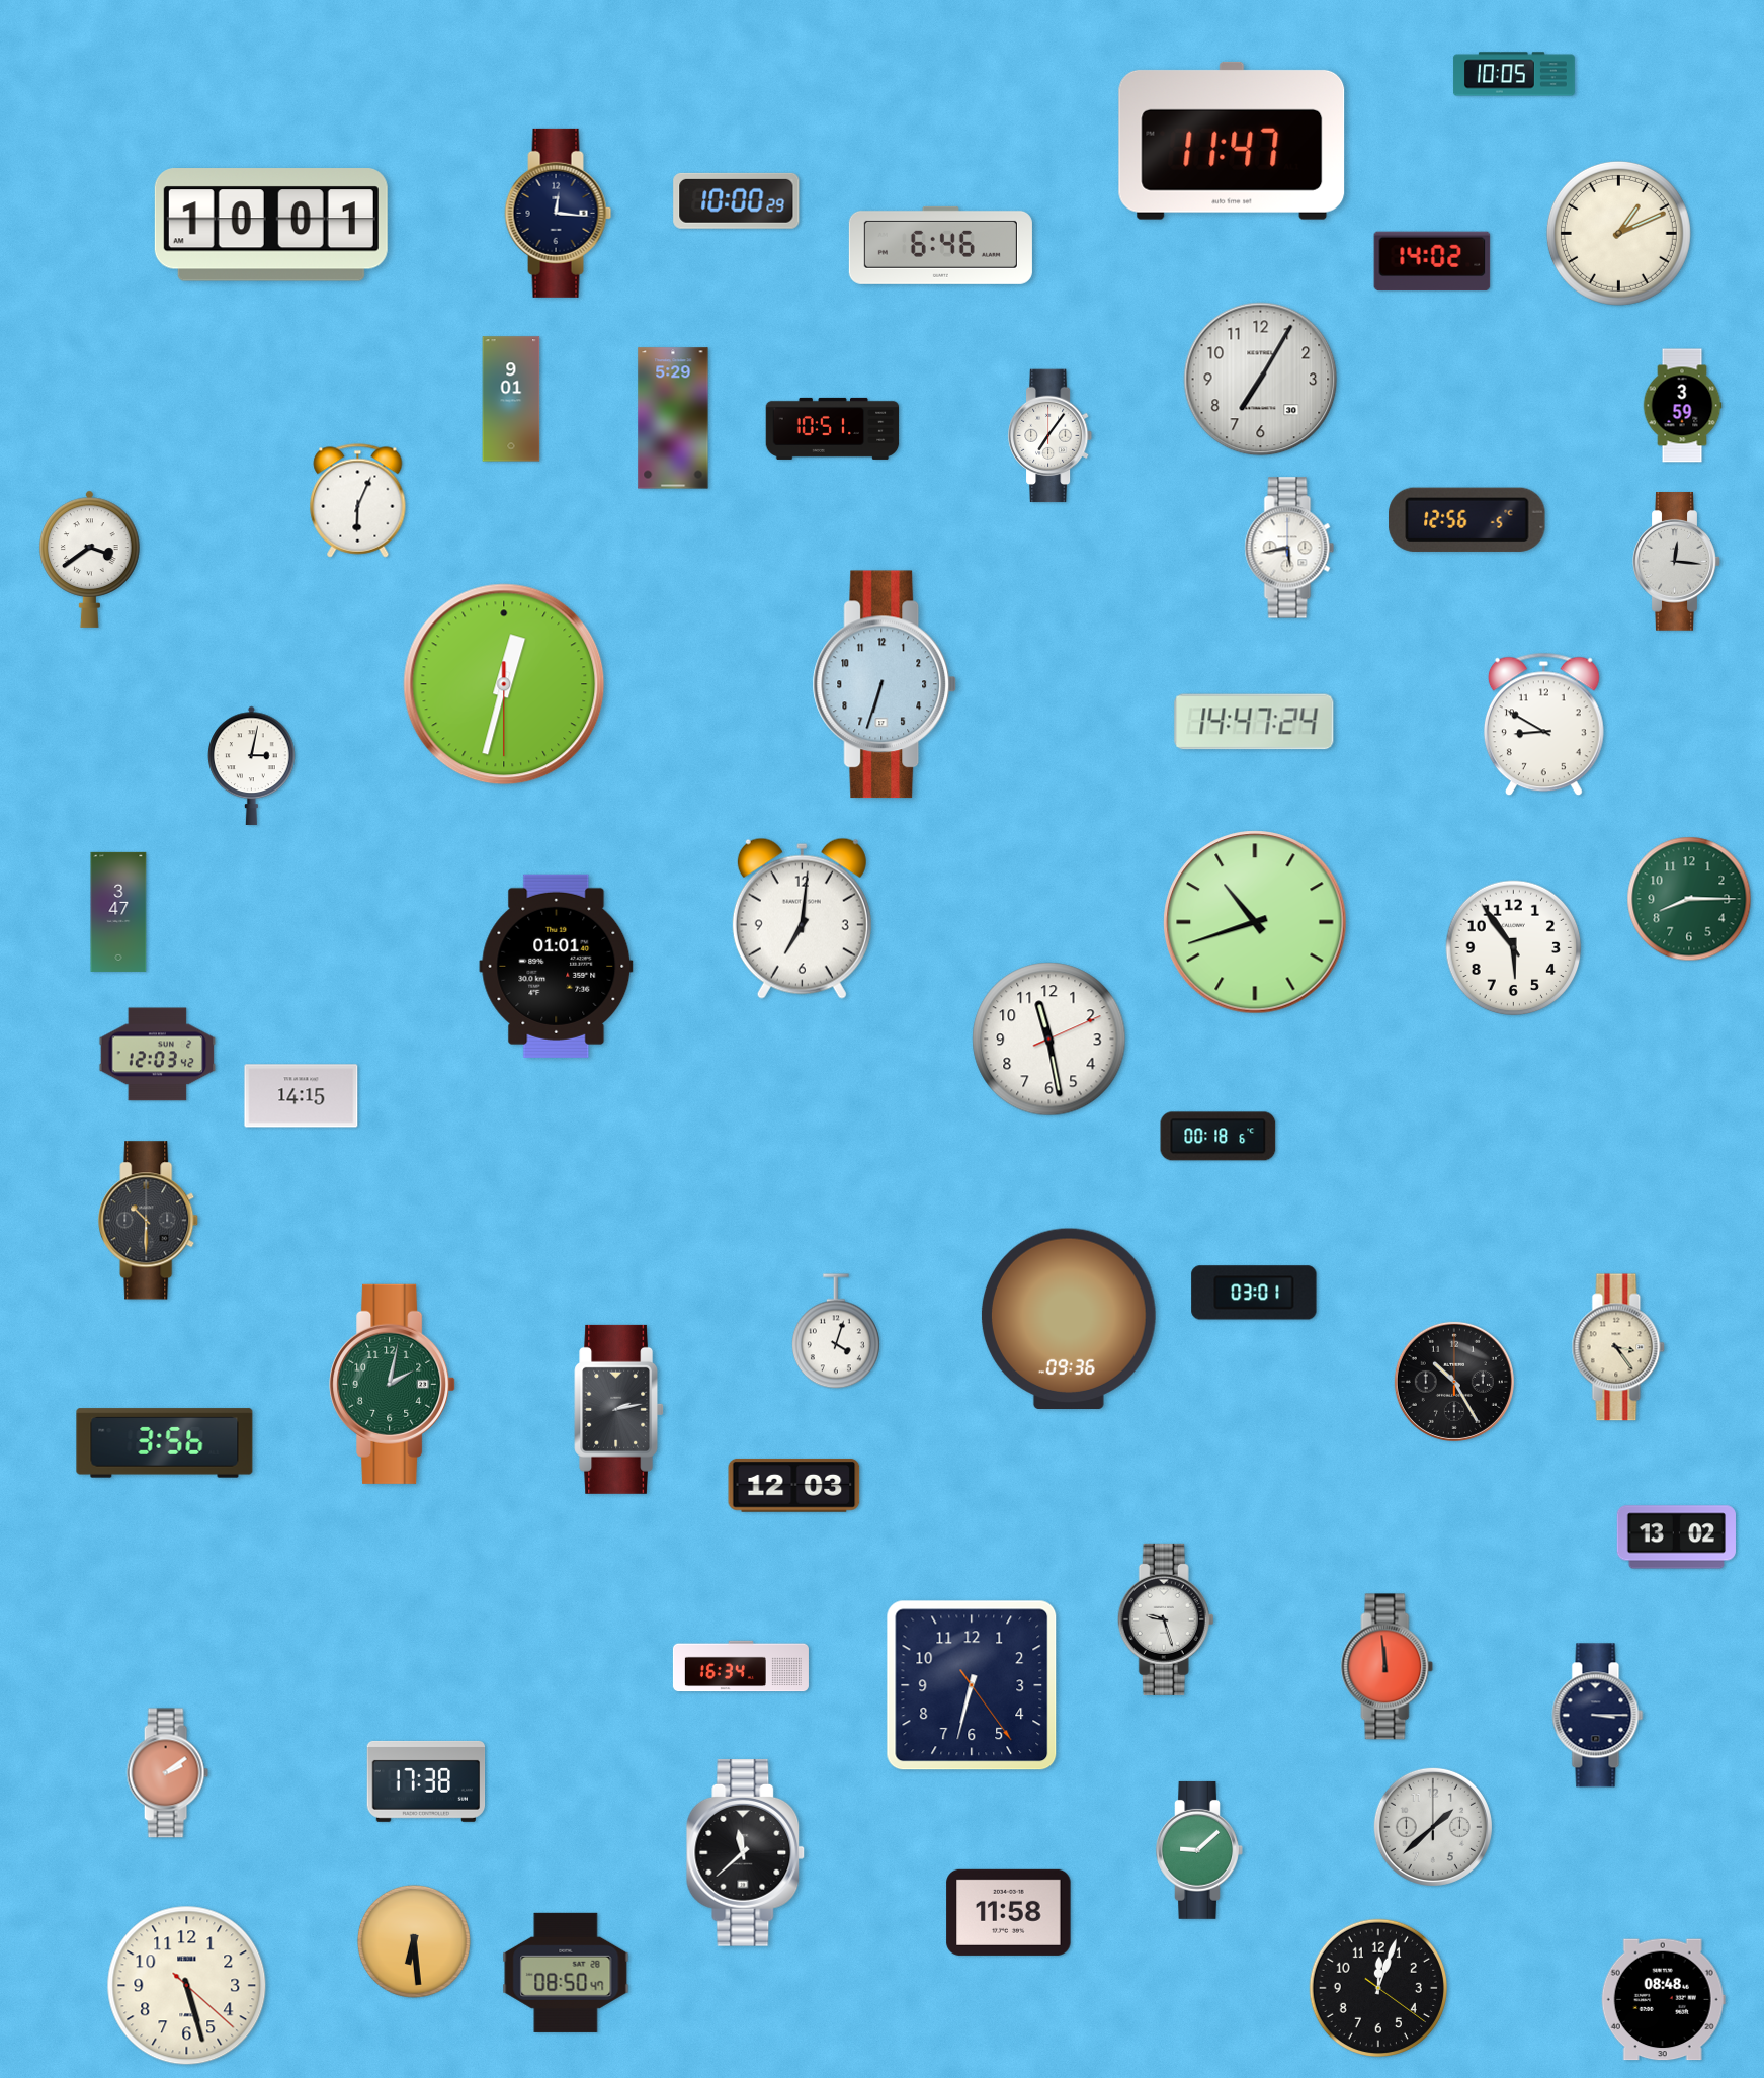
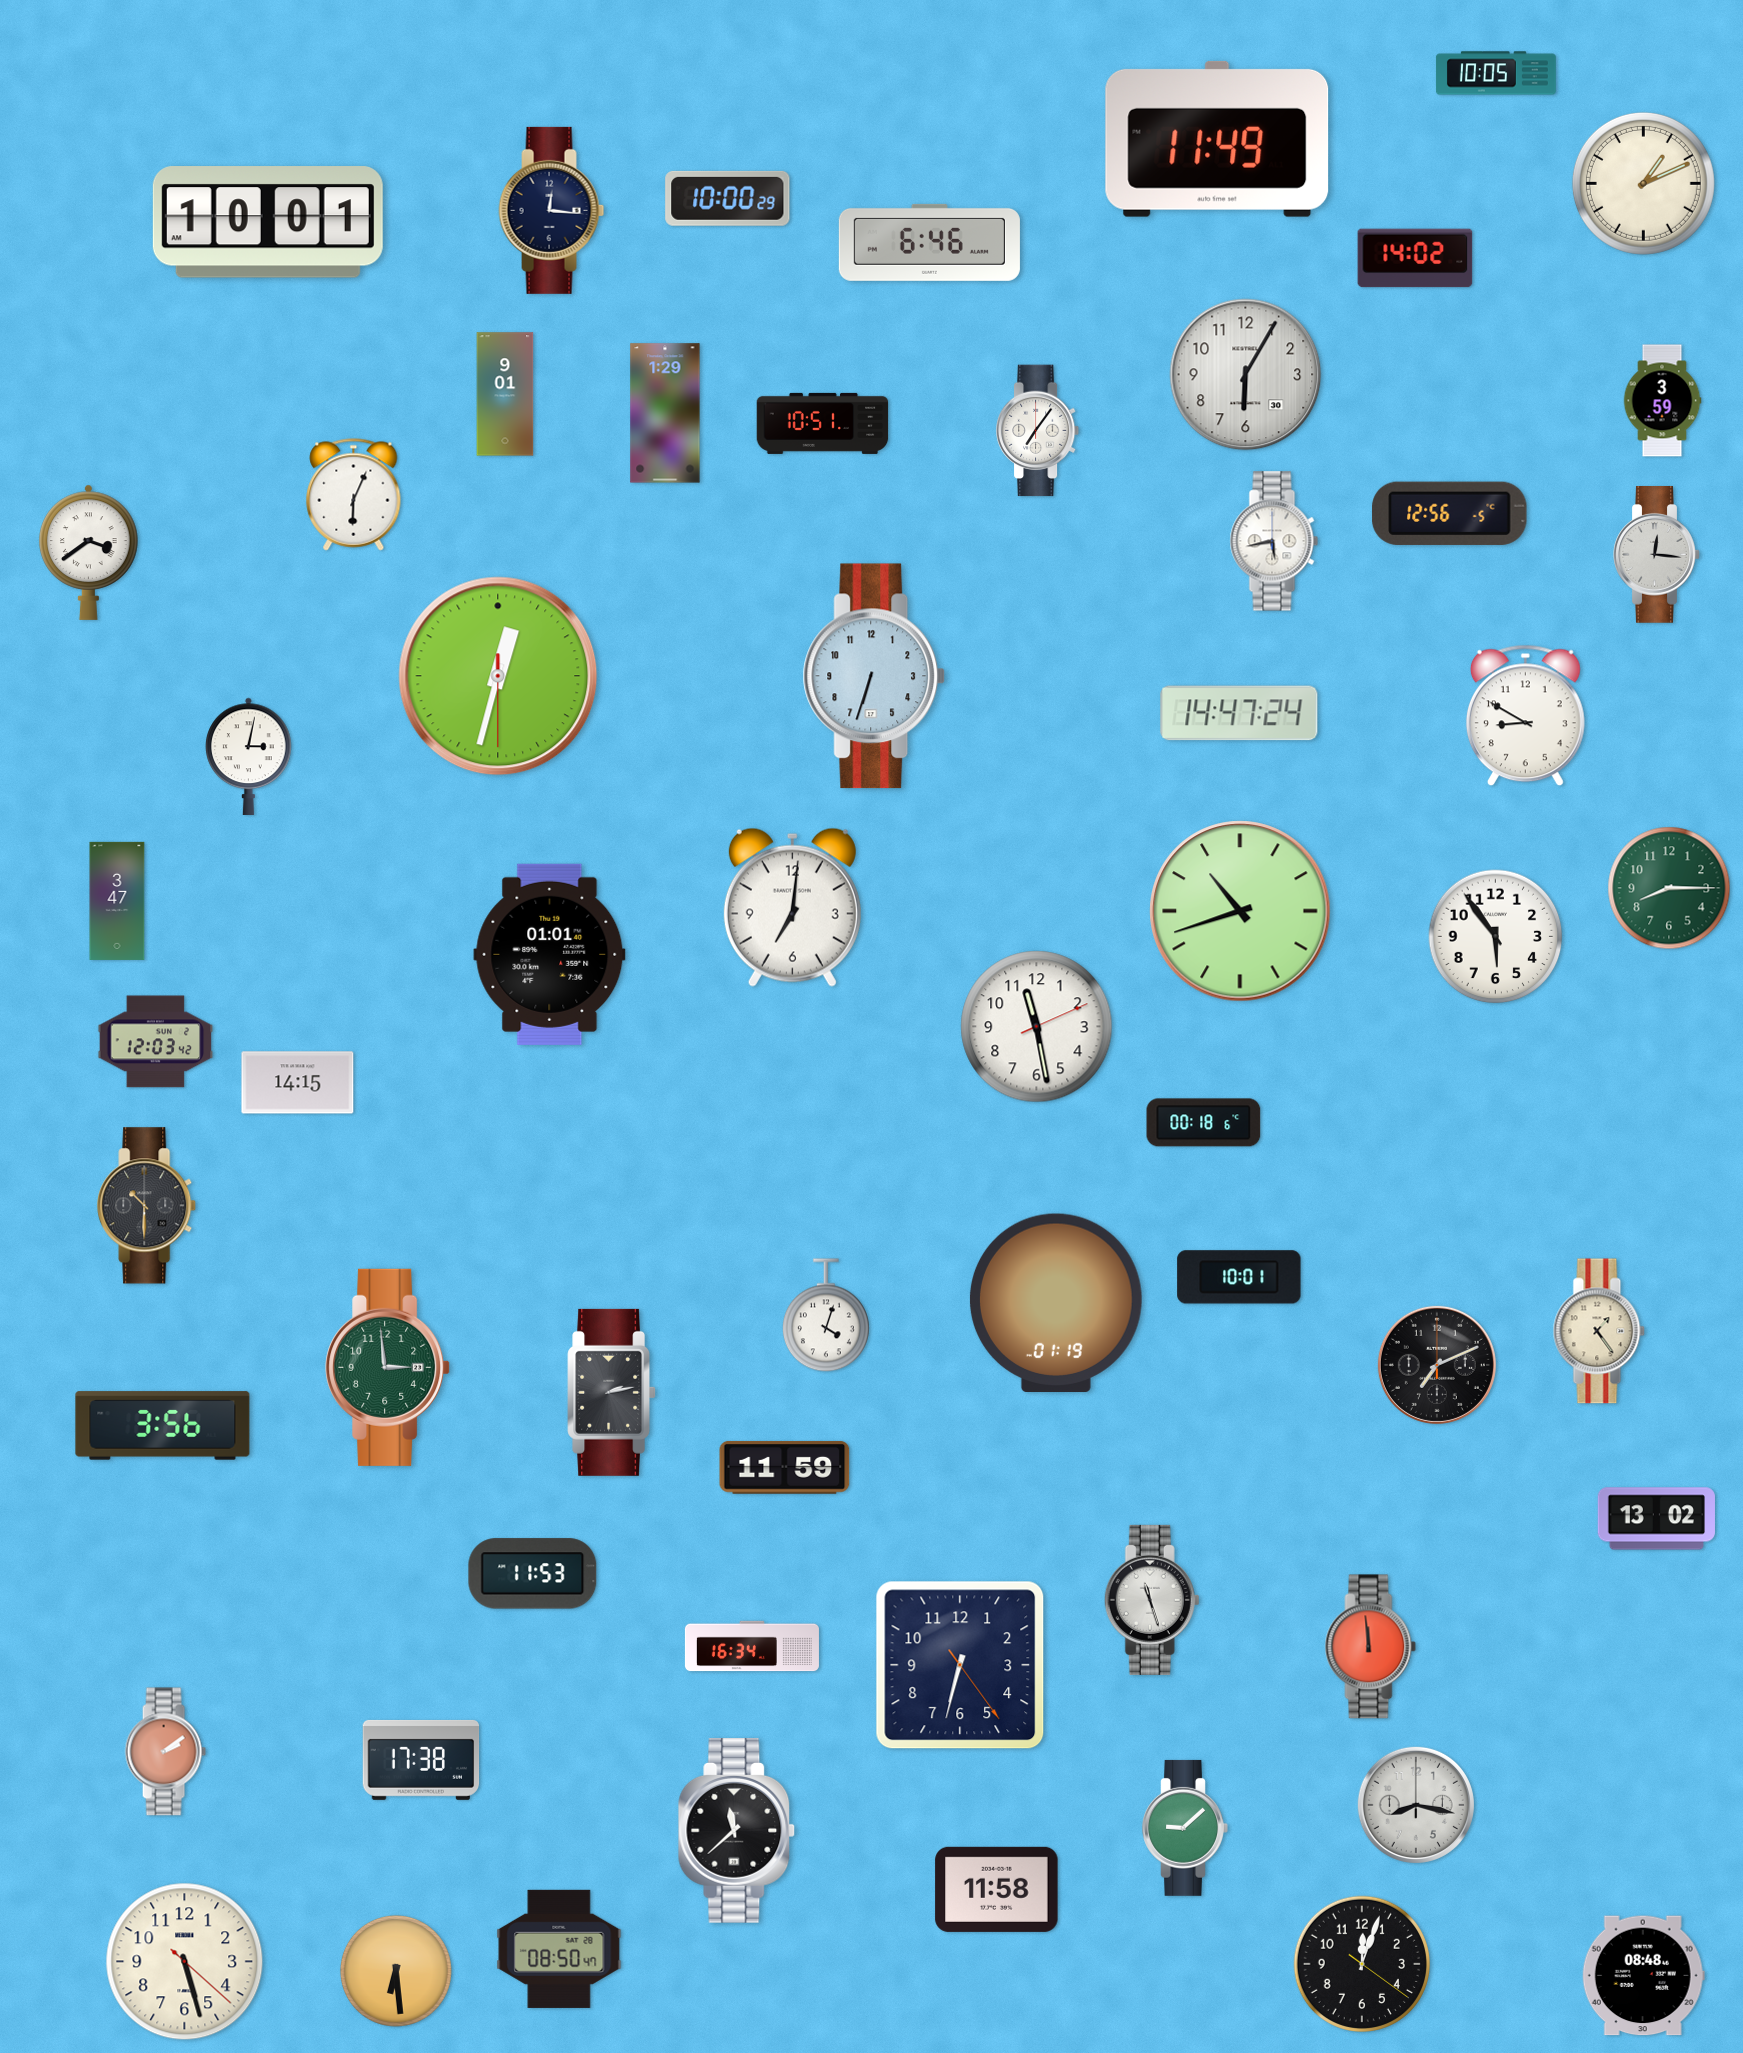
clock at (1232, 141): 11:47 -> 11:49
clock at (1618, 233) position: (1618, 233) -> (1643, 183)
clock at (1261, 380): 7:05 -> 6:05
clock at (673, 418): 5:29 -> 1:29
clock at (1254, 1293): 03:01 -> 10:01
clock at (1069, 1318): 09:36 -> 01:19
clock at (1618, 1347): 3:24 -> 1:24
clock at (1454, 1382): 10:25 -> 7:11
clock at (393, 1384): 2:02 -> 2:59
clock at (794, 1485): 12:03 -> 11:59
clock at (533, 1574): none -> 11:53
clock at (1166, 1619): 9:27 -> 11:27
clock at (741, 1666) position: (741, 1666) -> (752, 1646)
clock at (1598, 1716): 3:15 -> none
clock at (1433, 1827): 1:38 -> 8:17
clock at (414, 1941) position: (414, 1941) -> (396, 1971)
